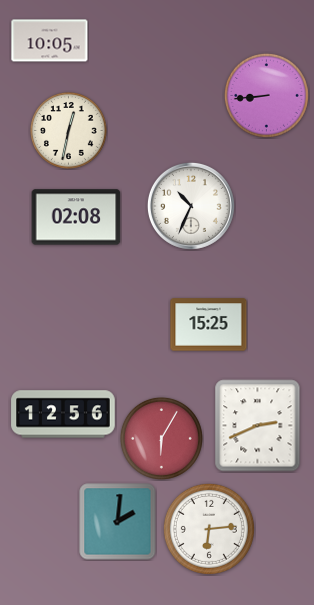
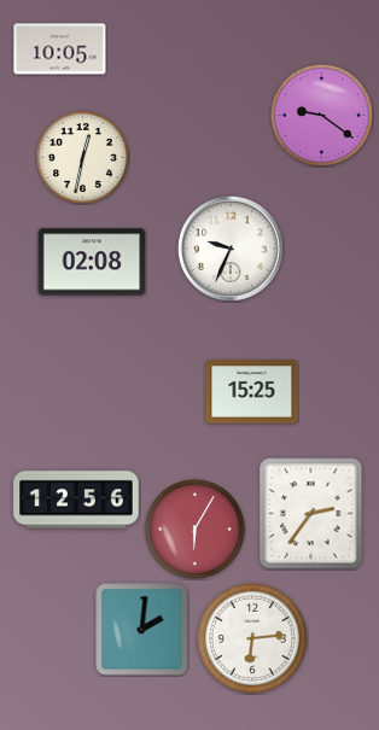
clock at (266, 95): 8:44 -> 9:21
clock at (191, 206): 10:34 -> 9:34
clock at (258, 426): 2:41 -> 2:36
